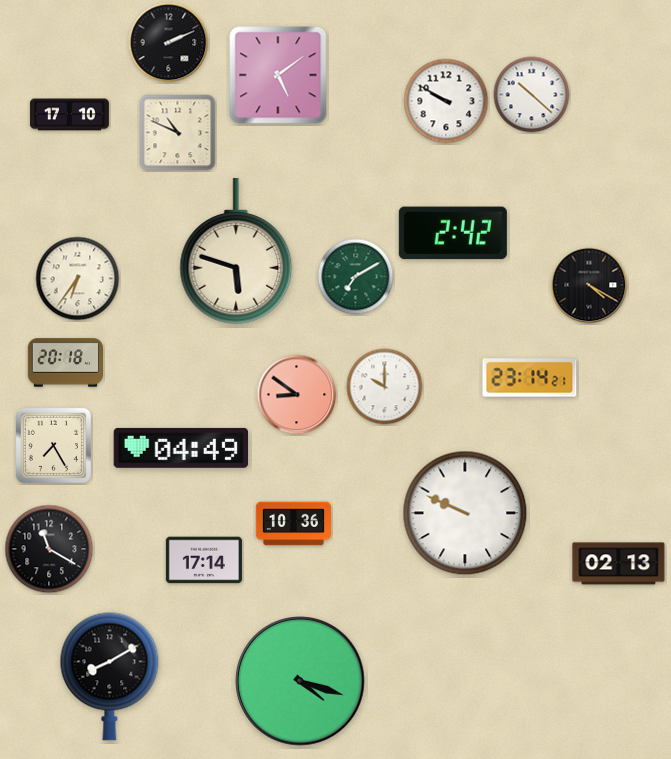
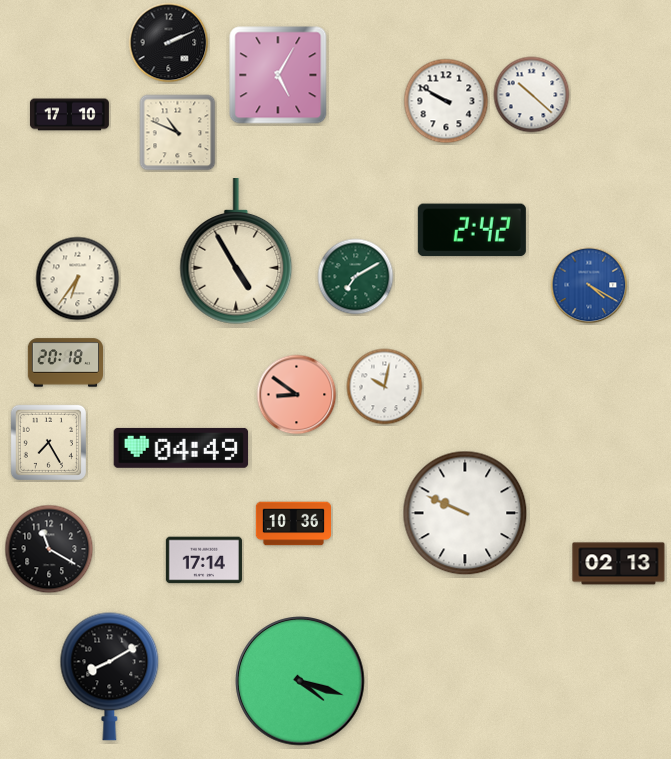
clock at (278, 75): 5:09 -> 5:05
clock at (453, 233) position: (453, 233) -> (472, 230)
clock at (236, 251): 5:48 -> 4:55
clock at (589, 285) dial: black -> blue
clock at (530, 378): 23:14 -> none
clock at (385, 387): 10:00 -> 10:02
clock at (53, 445) position: (53, 445) -> (48, 442)
